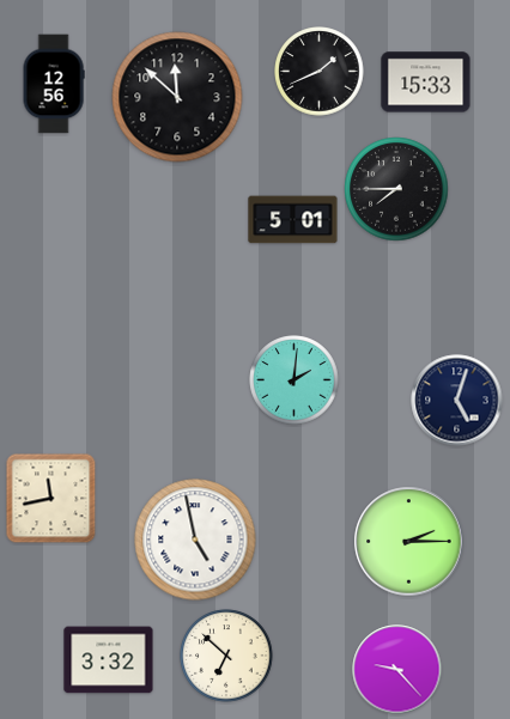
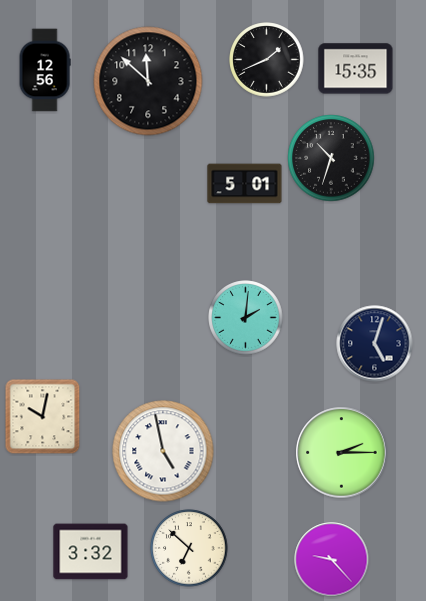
clock at (426, 83): 15:33 -> 15:35
clock at (396, 189): 7:45 -> 10:33
clock at (457, 401) position: (457, 401) -> (375, 344)
clock at (51, 499): 11:43 -> 10:02
